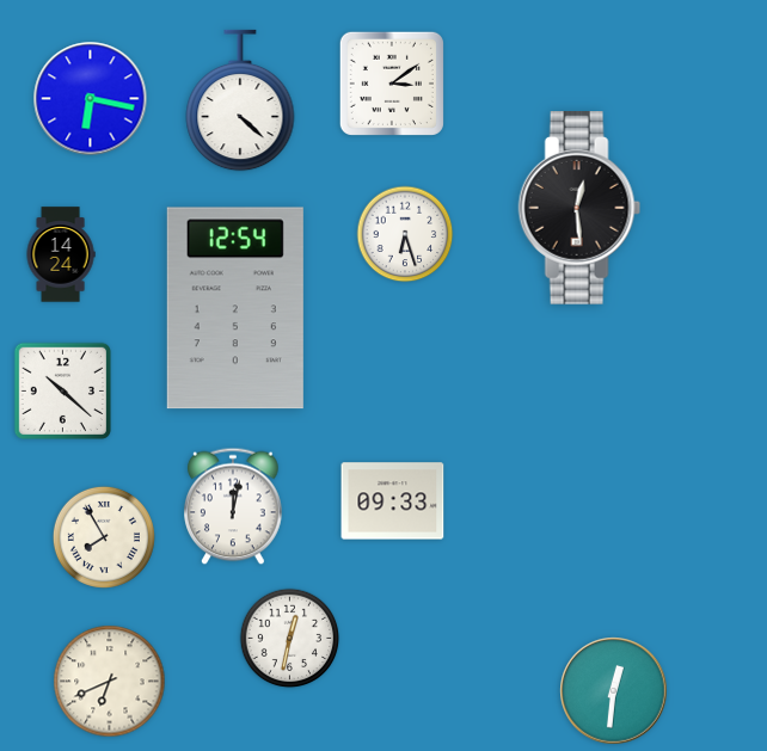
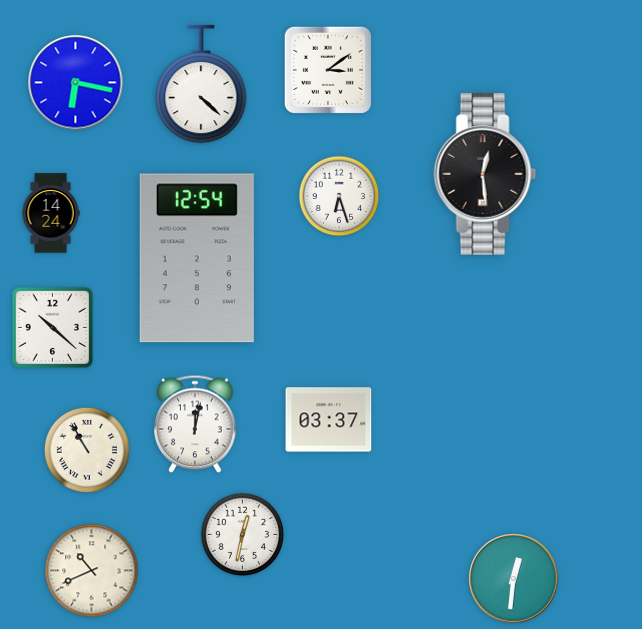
clock at (393, 501): 09:33 -> 03:37
clock at (104, 537): 7:55 -> 10:55
clock at (110, 682): 6:41 -> 10:41
